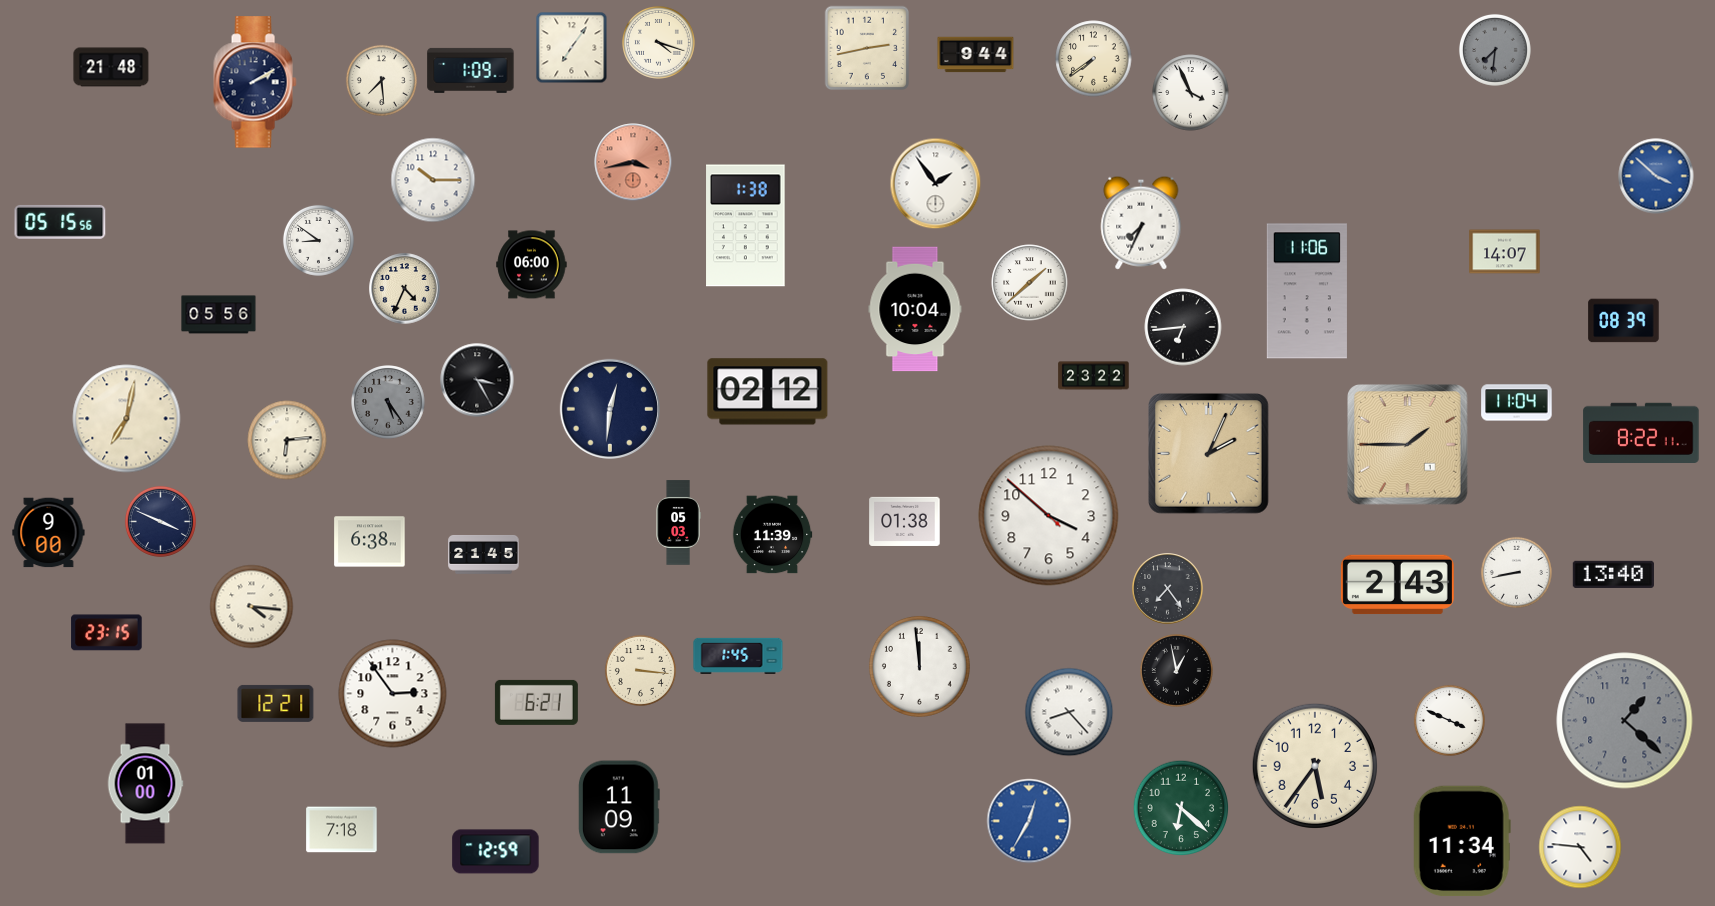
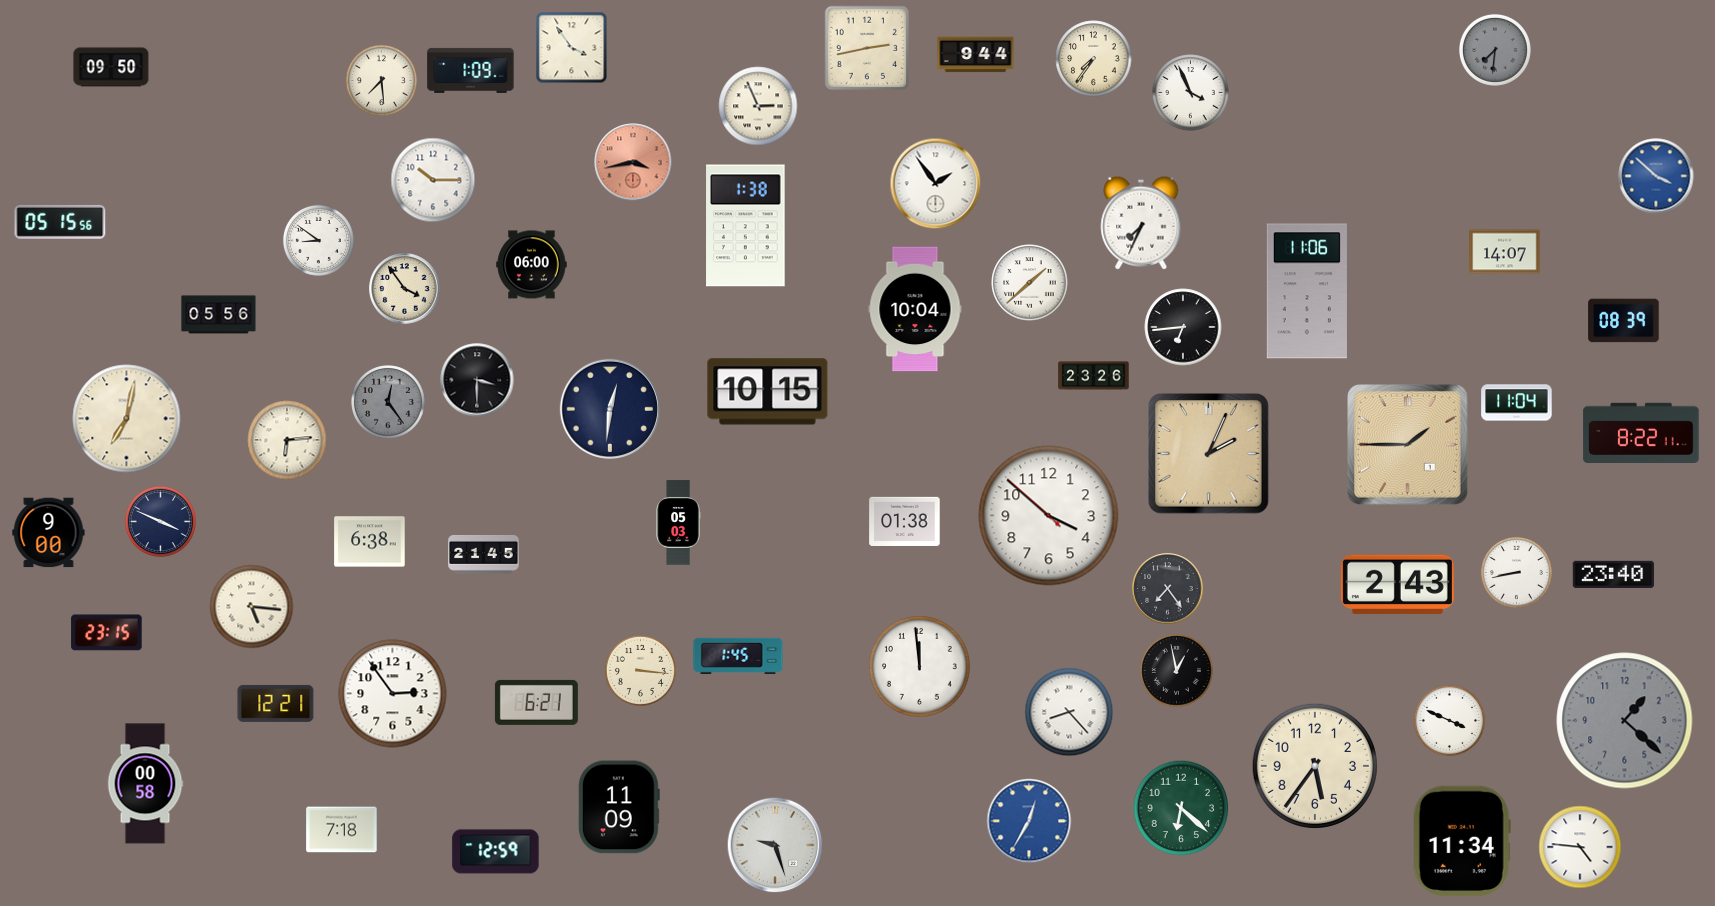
clock at (659, 43): 4:18 -> none
clock at (572, 48): 7:06 -> 3:54
clock at (1094, 59): 7:39 -> 7:36
clock at (111, 67): 21:48 -> 09:50
clock at (255, 82): 2:10 -> none
clock at (758, 106): none -> 2:56
clock at (405, 289): 4:34 -> 3:54
clock at (1094, 376): 23:22 -> 23:26
clock at (477, 380): 3:25 -> 3:30
clock at (768, 392): 02:12 -> 10:15
clock at (388, 402): 5:24 -> 12:24
clock at (772, 535): 11:39 -> none
clock at (1613, 574): 13:40 -> 23:40
clock at (252, 607): 4:16 -> 5:16
clock at (145, 784): 01:00 -> 00:58
clock at (775, 845): none -> 9:27
